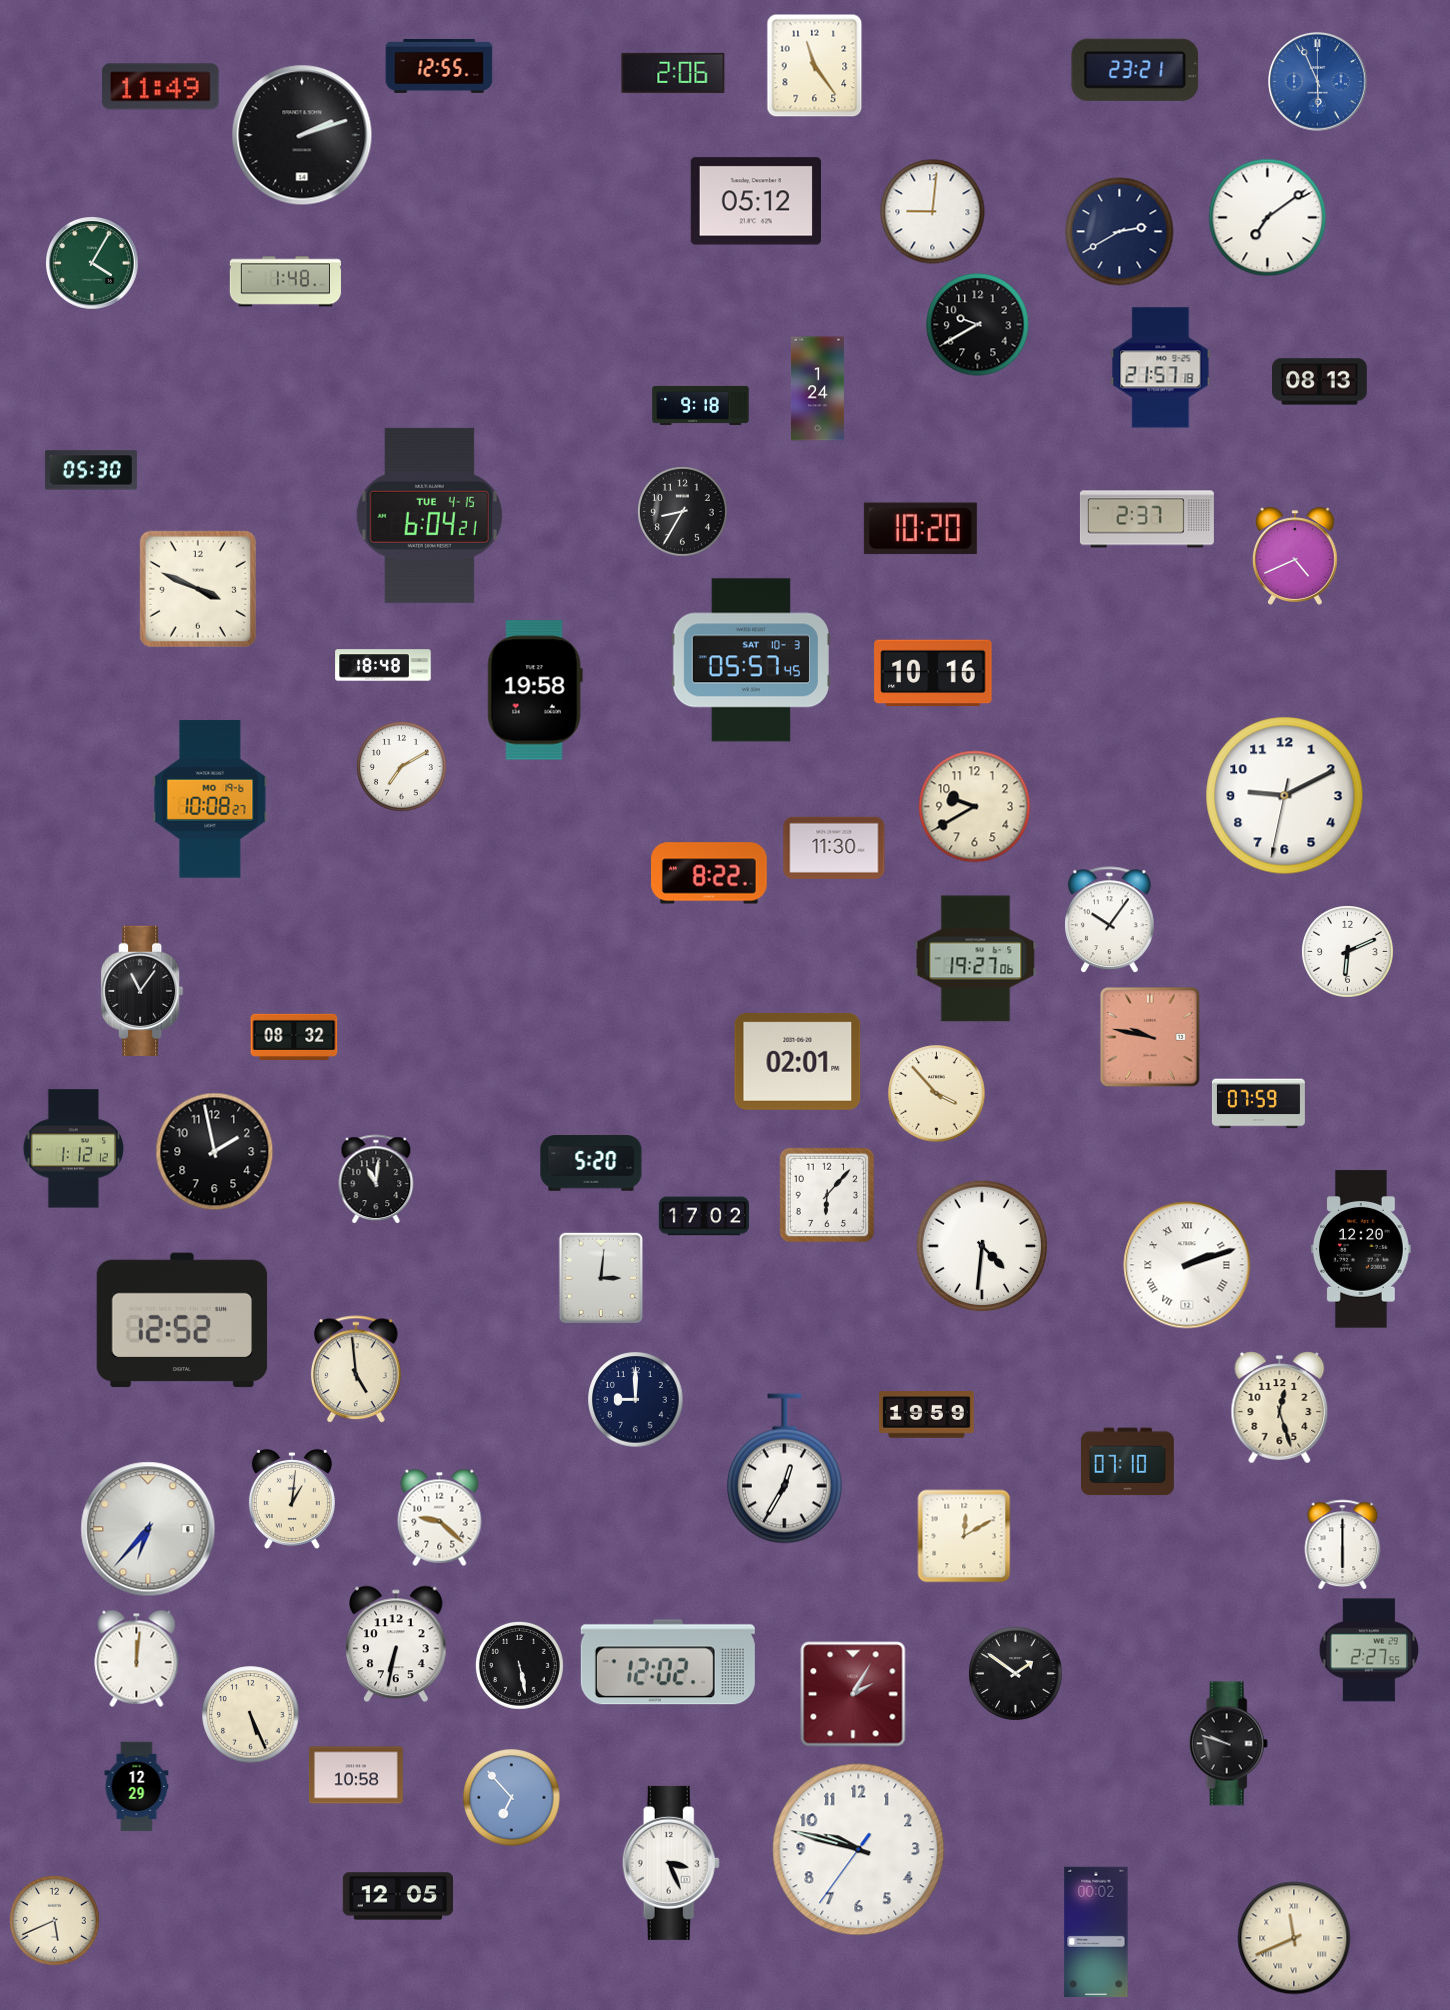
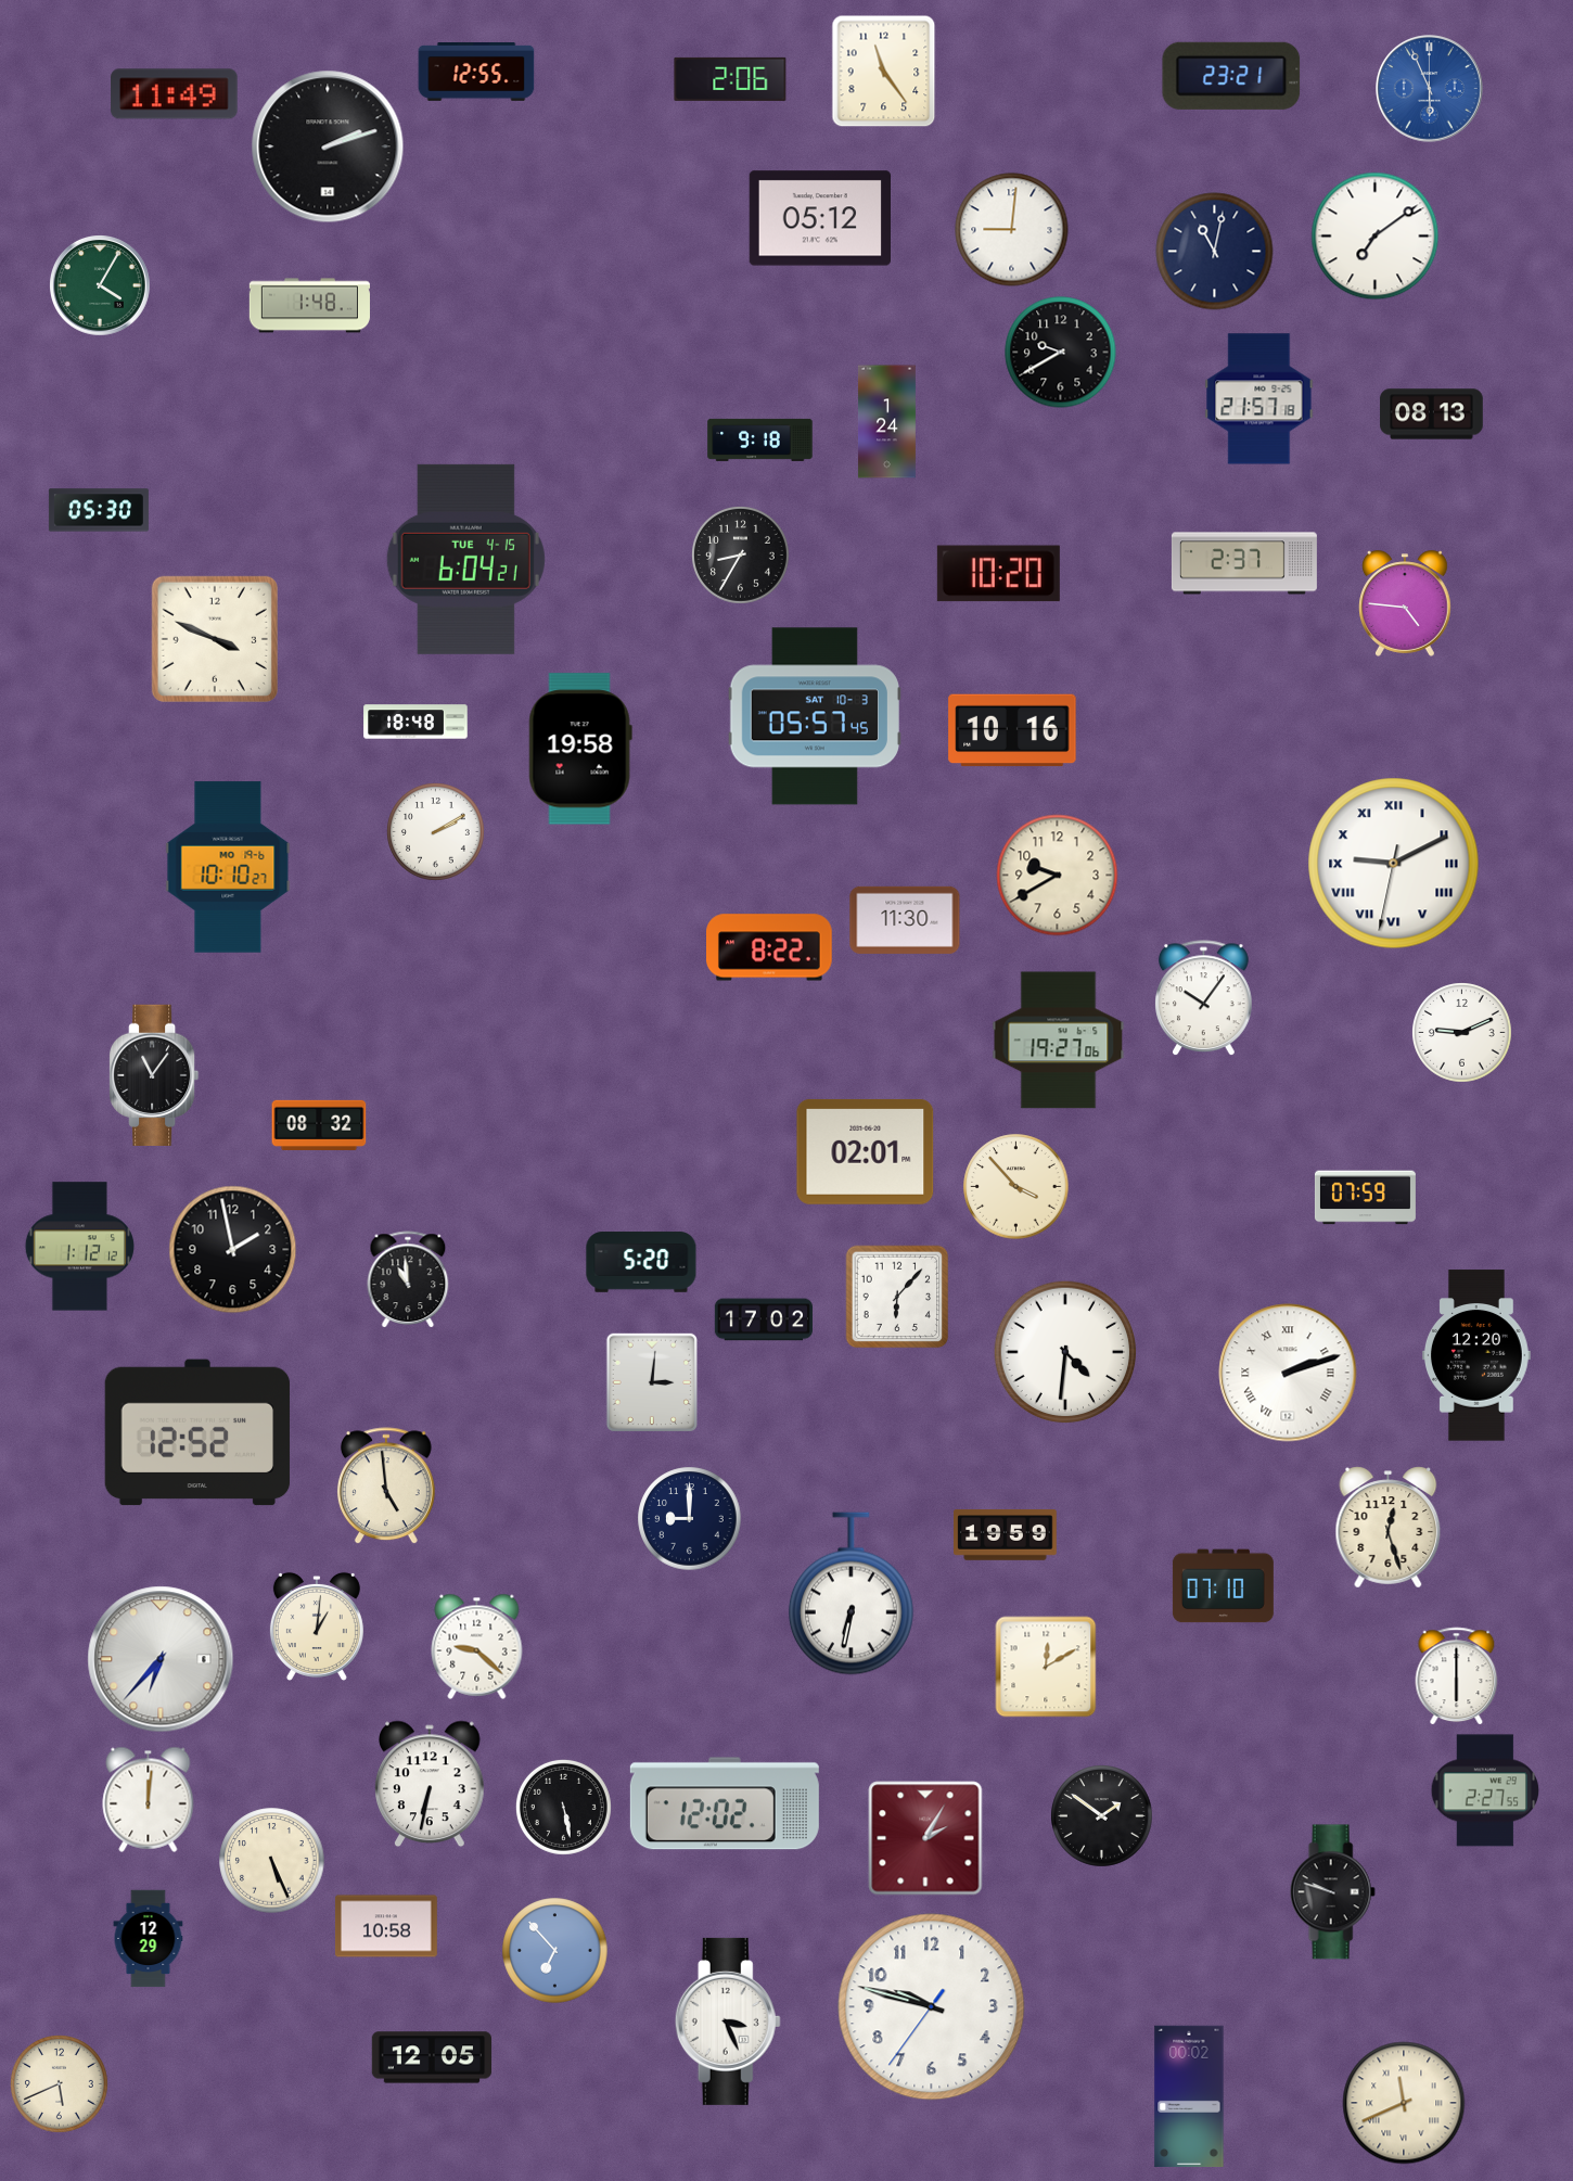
clock at (1120, 232): 2:40 -> 11:02
clock at (1296, 556): 4:41 -> 4:46
clock at (402, 767): 7:10 -> 2:10
clock at (1285, 796) numerals: Arabic -> Roman
clock at (210, 799): 10:08 -> 10:10
clock at (1348, 952): 6:11 -> 9:11
clock at (1150, 1037): 9:47 -> none
clock at (376, 1179): 11:01 -> 10:59
clock at (600, 1277) position: (600, 1277) -> (651, 1381)
clock at (784, 1469): 12:35 -> 6:32
